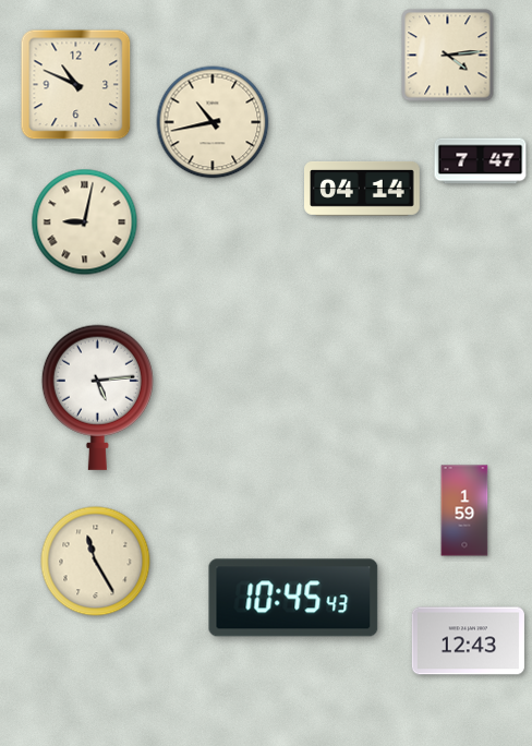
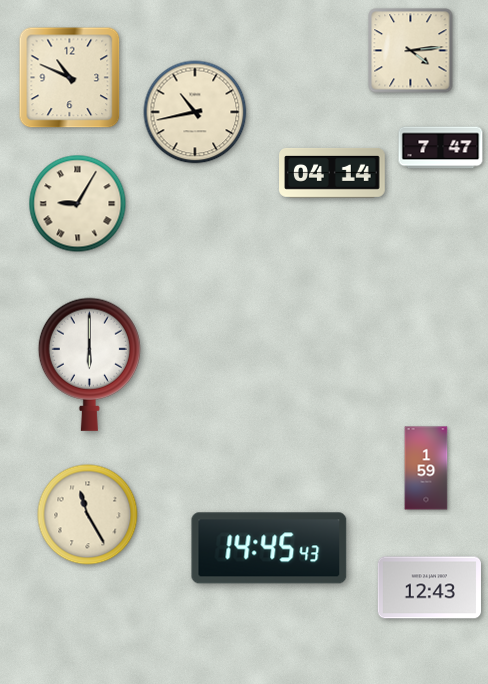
clock at (85, 222): 9:02 -> 9:05
clock at (97, 397): 5:14 -> 6:00
clock at (293, 598): 10:45 -> 14:45
